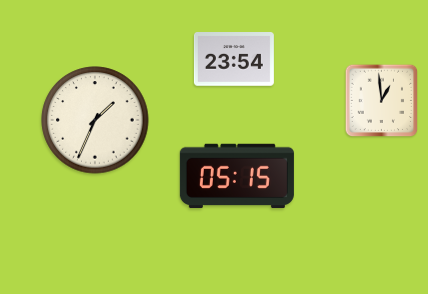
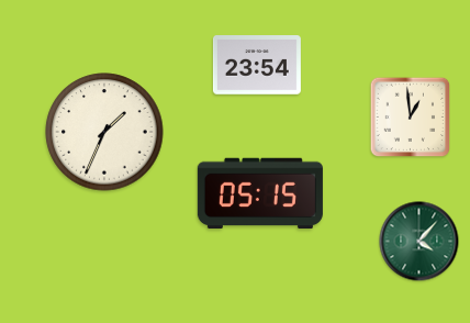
clock at (382, 101) position: (382, 101) -> (411, 118)
clock at (419, 242): none -> 4:07
